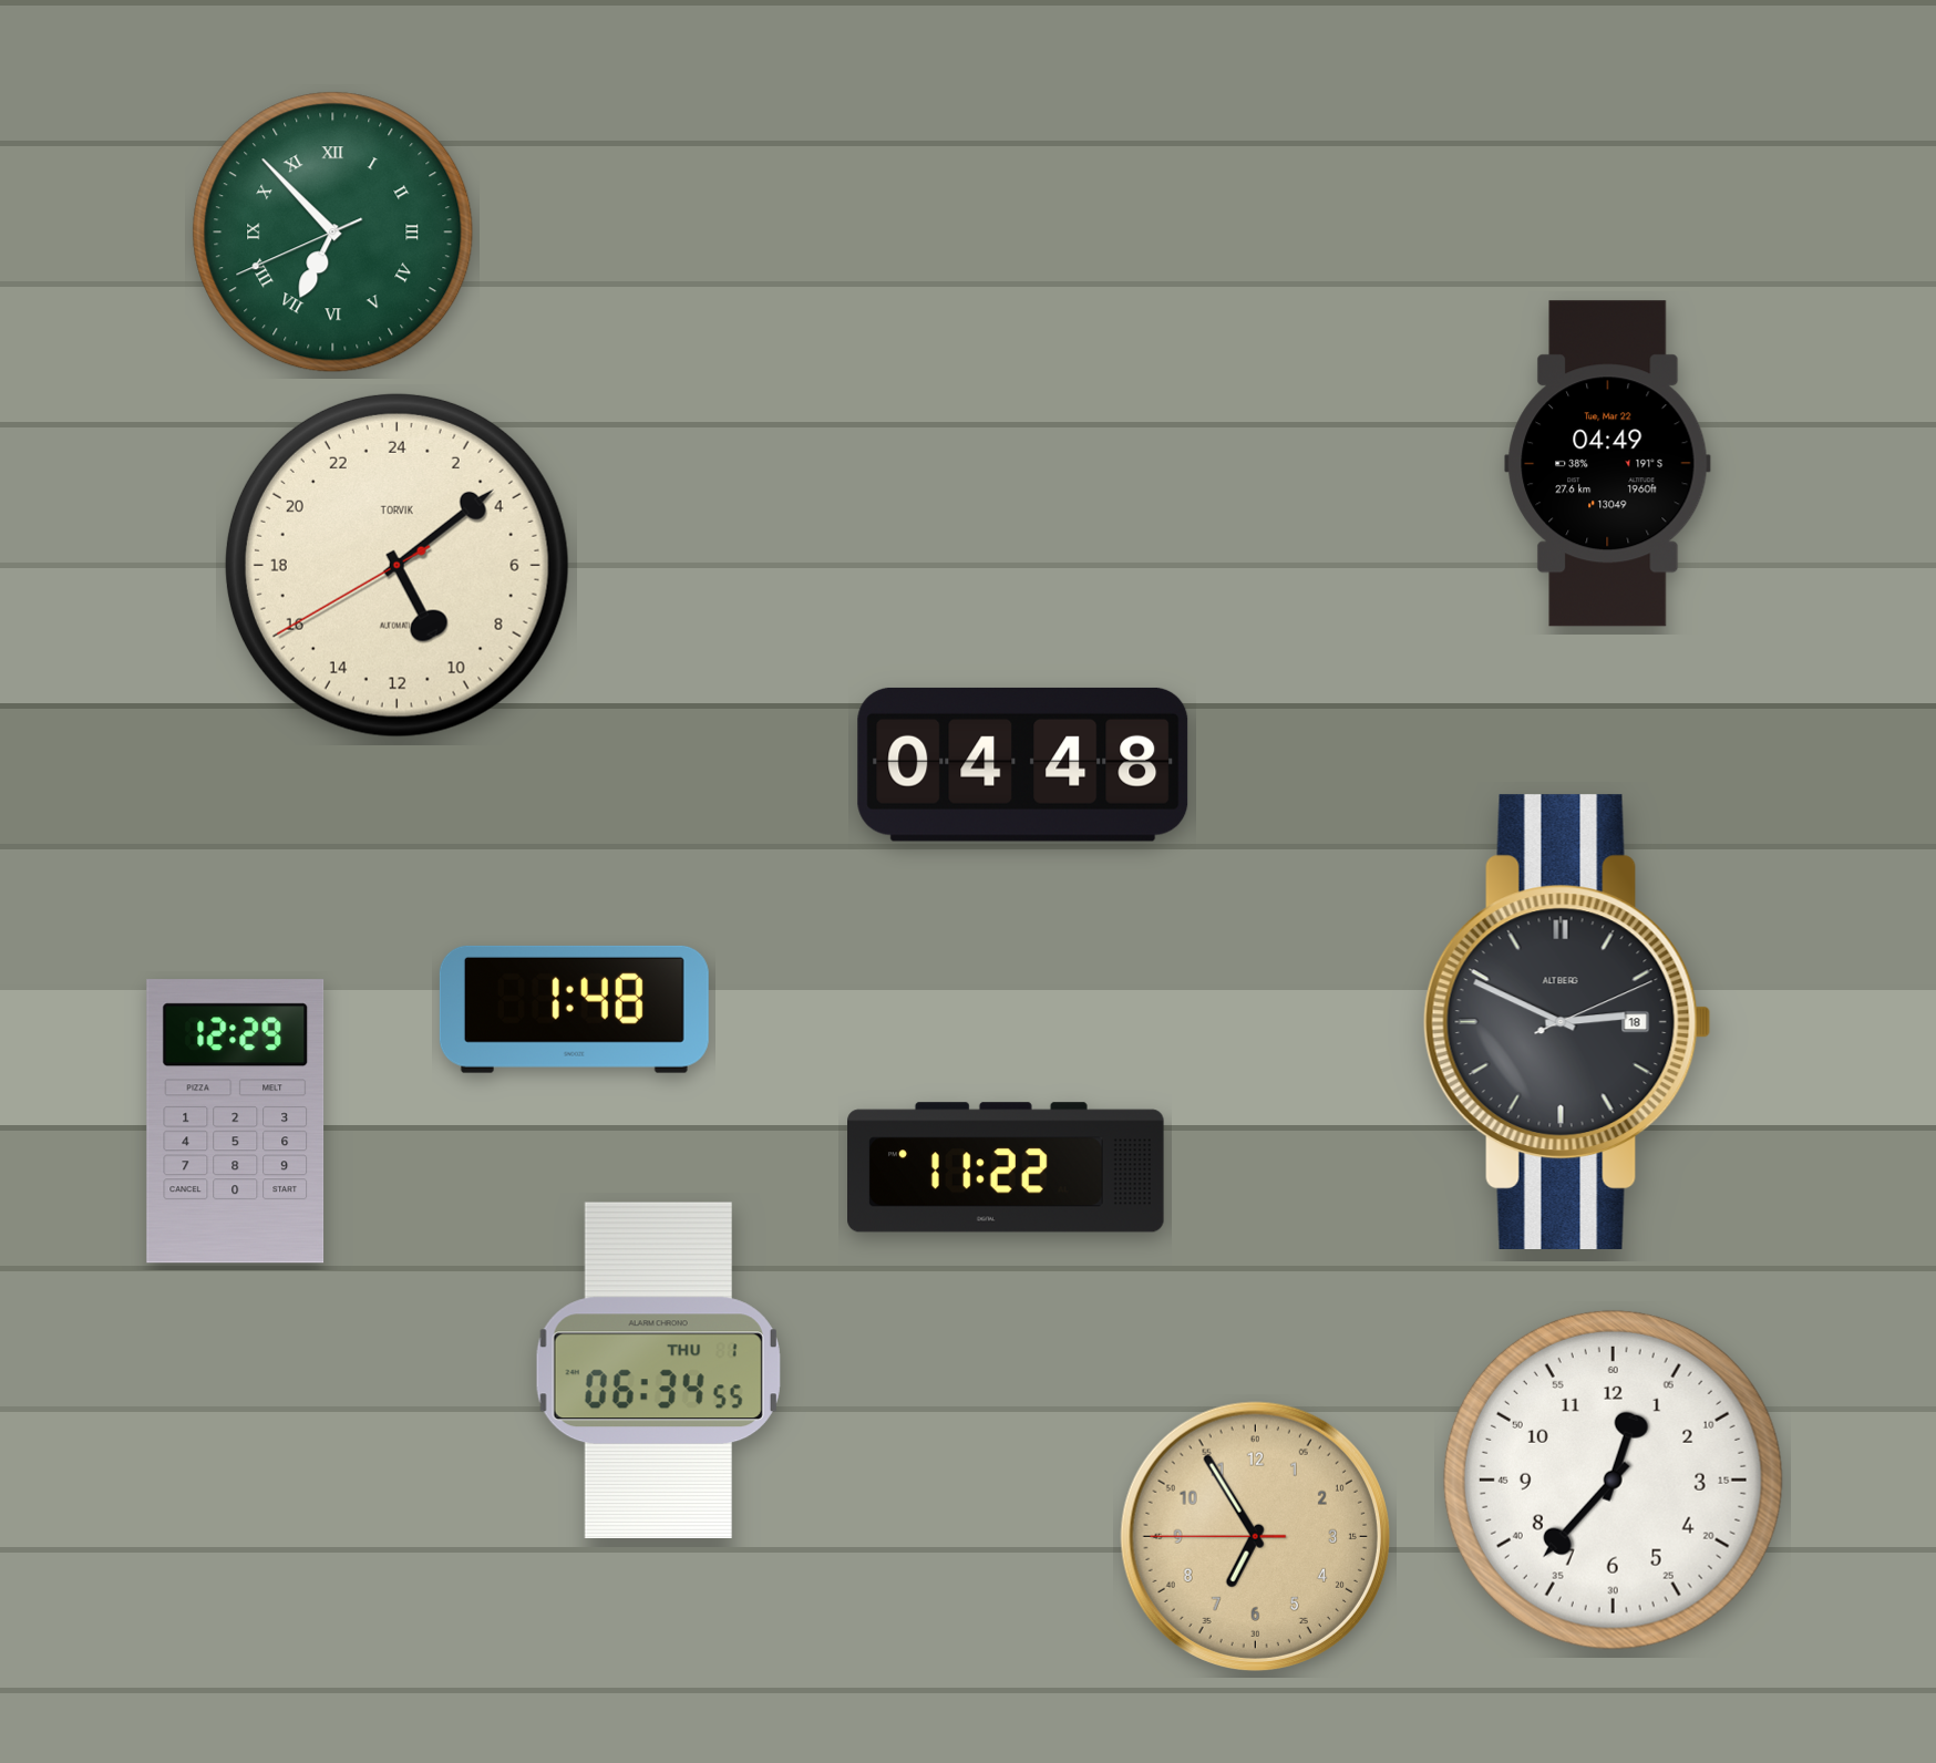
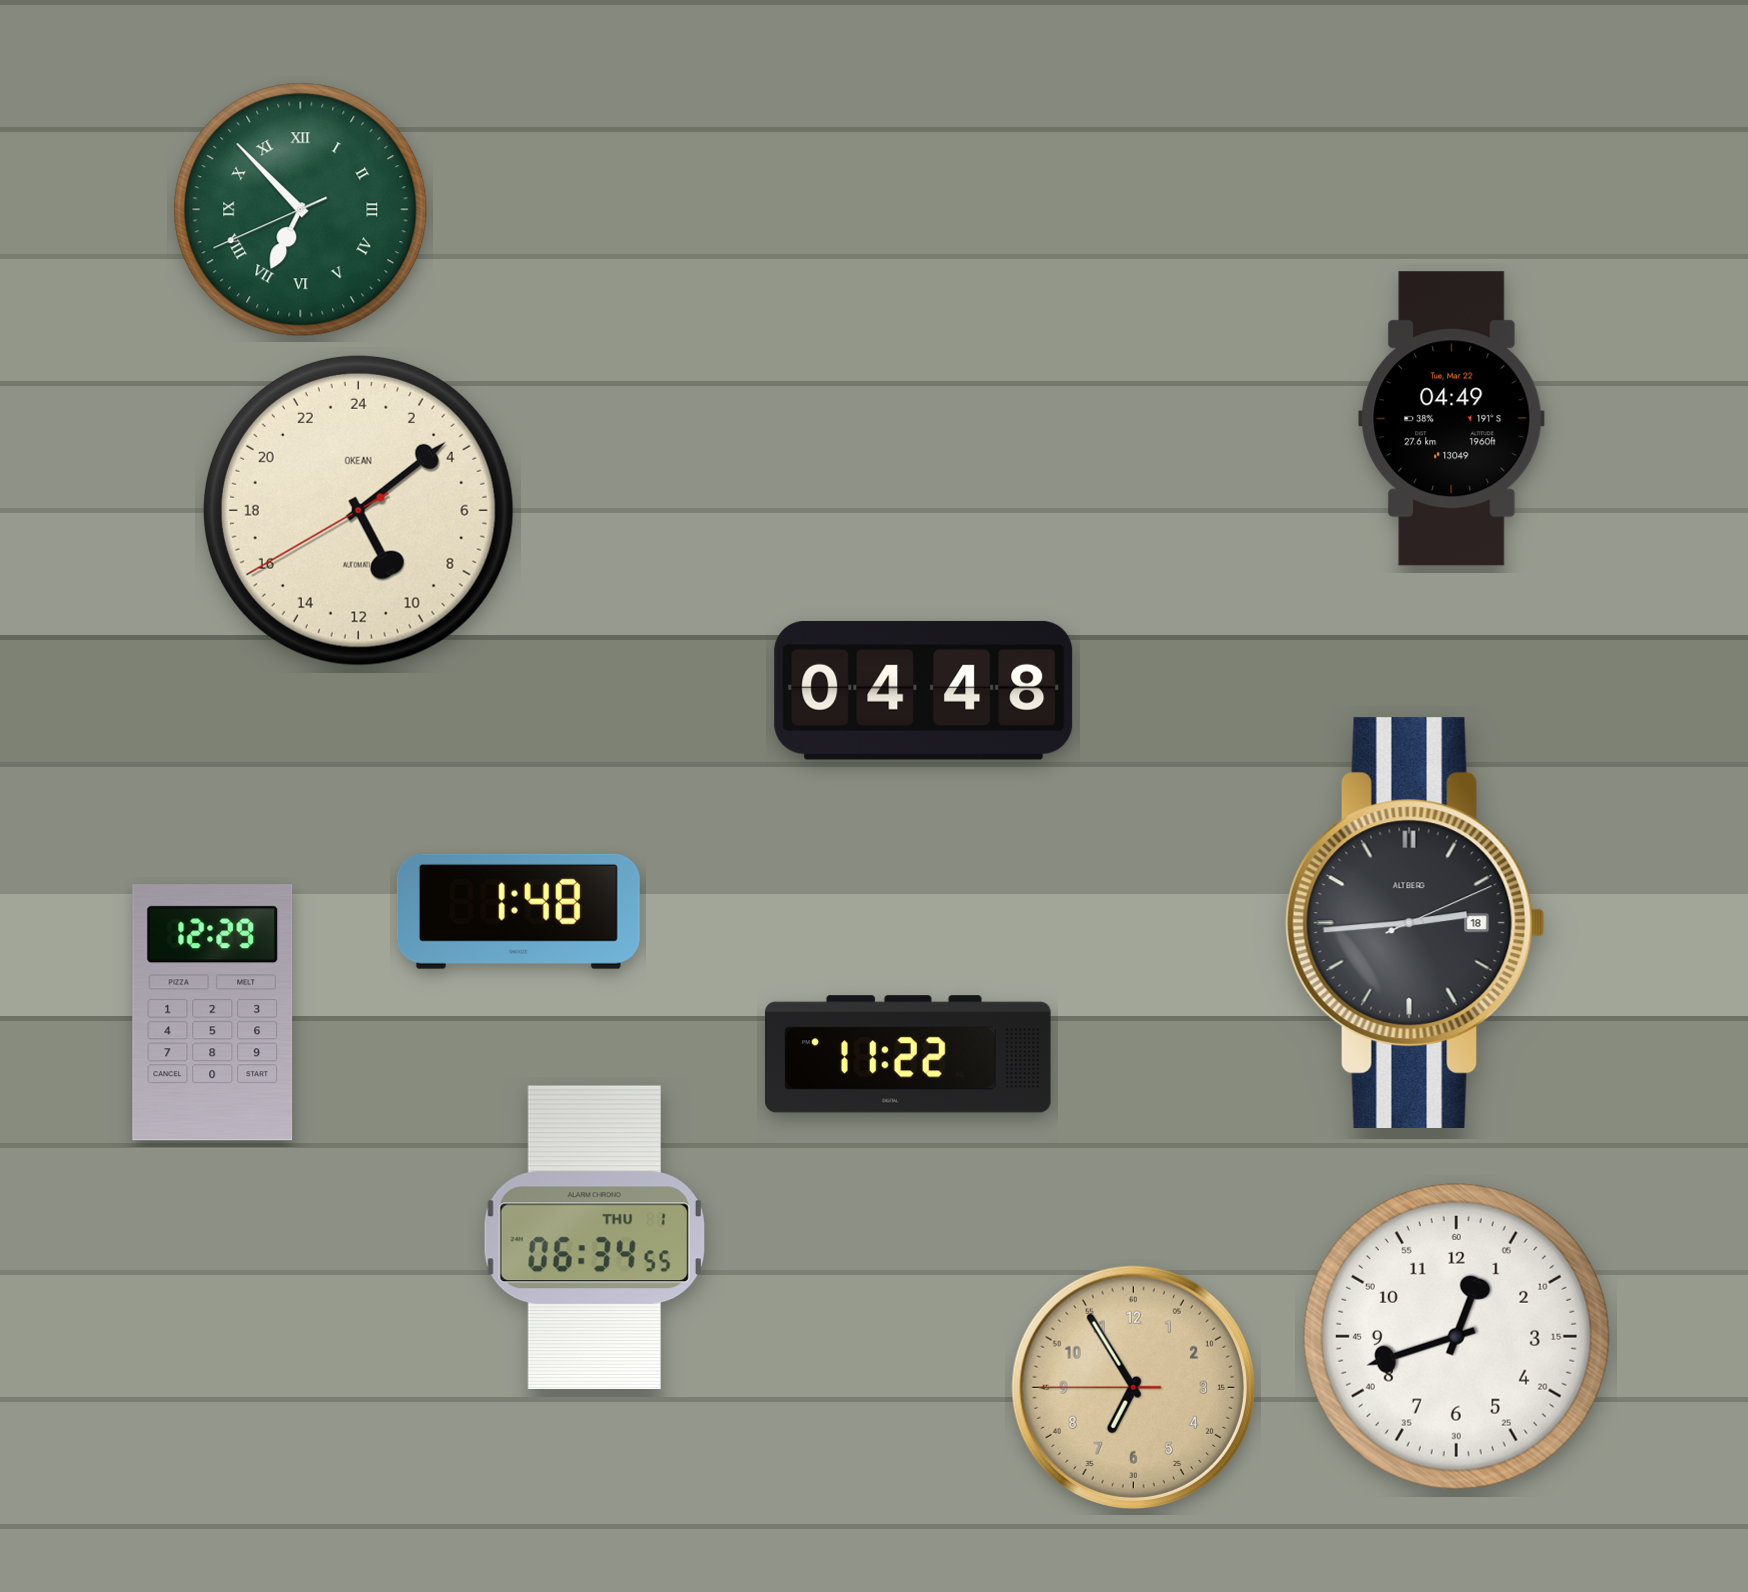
clock at (397, 565) brand: TORVIK -> OKEAN
clock at (1567, 1021): 2:49 -> 2:44
clock at (1613, 1480): 12:37 -> 12:42
